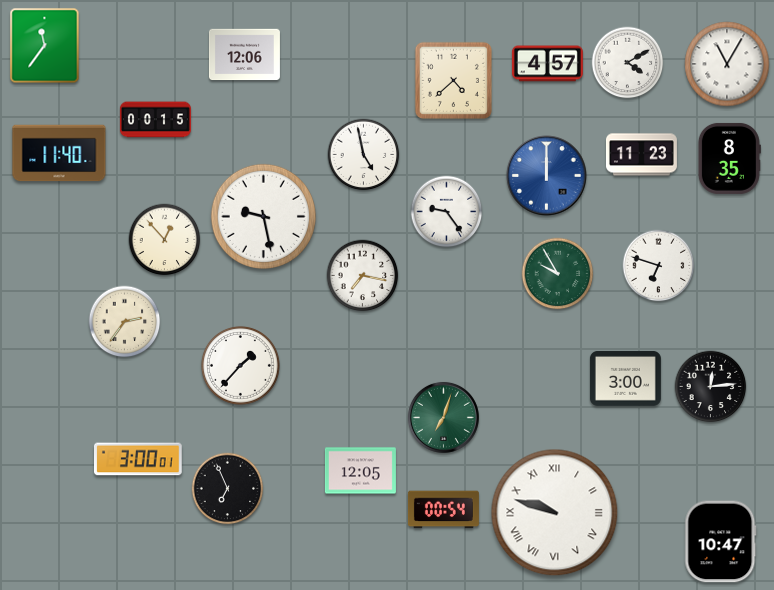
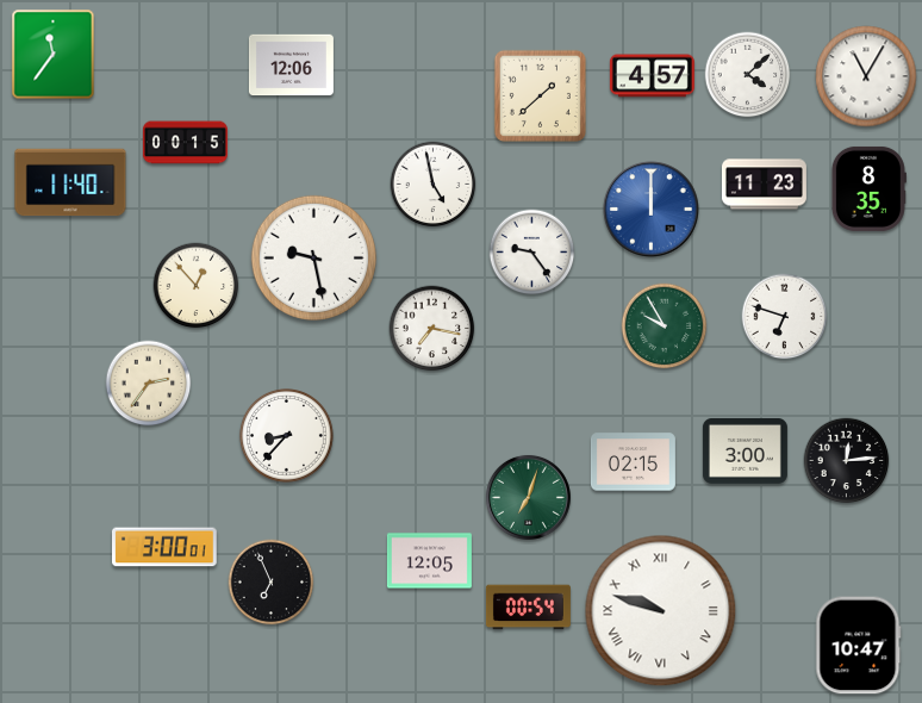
clock at (628, 63): 4:10 -> 4:08
clock at (453, 80): 4:38 -> 1:38
clock at (240, 365): 1:37 -> 8:37
clock at (633, 462): none -> 02:15
